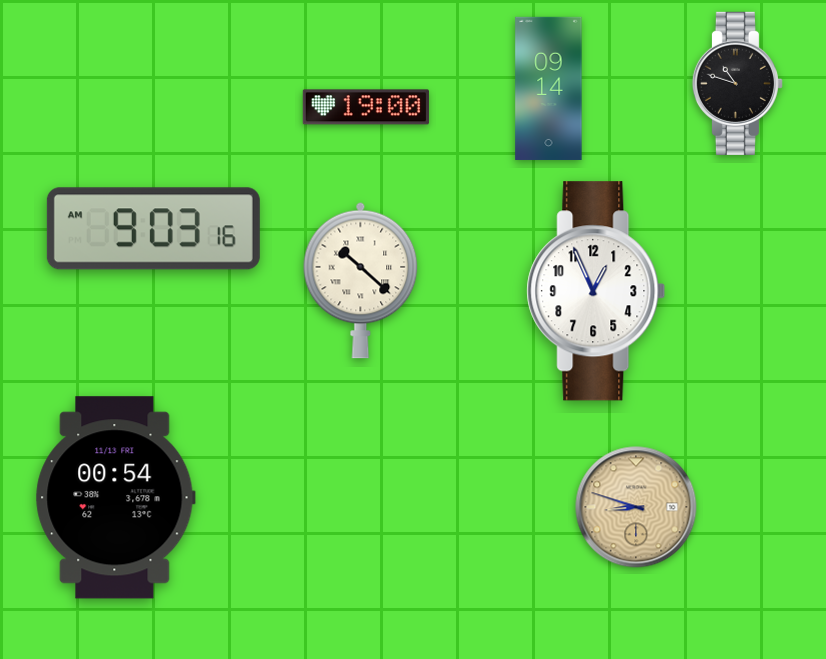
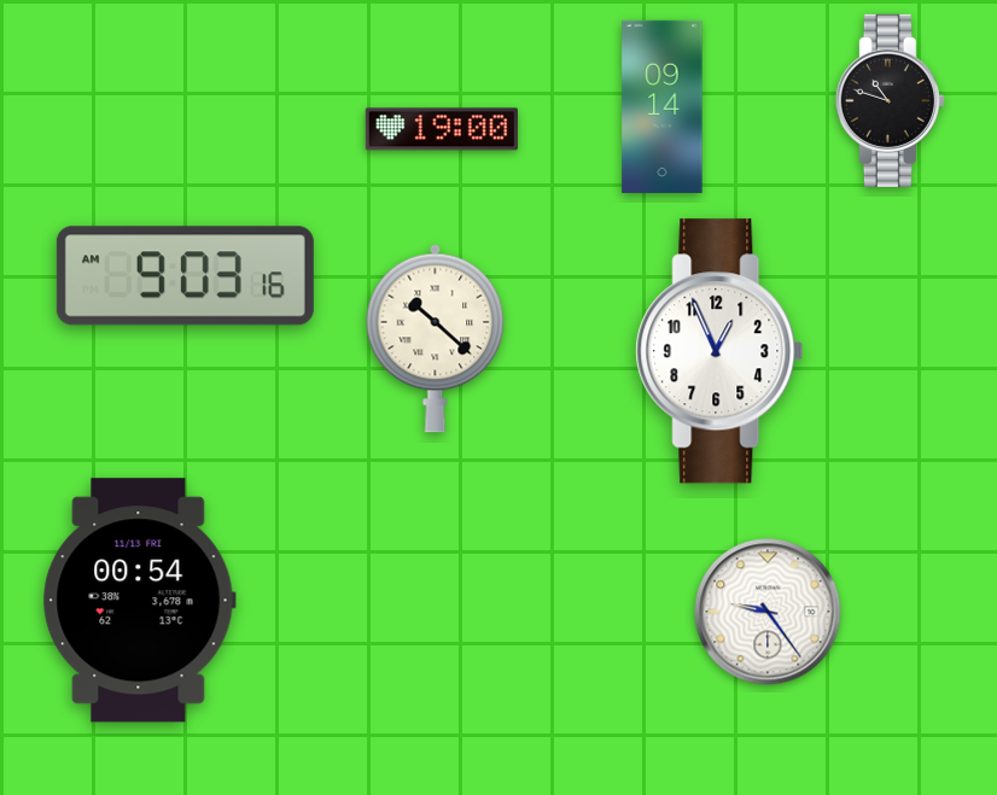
clock at (636, 507): 8:48 -> 9:24
clock at (636, 507) dial: champagne -> white
